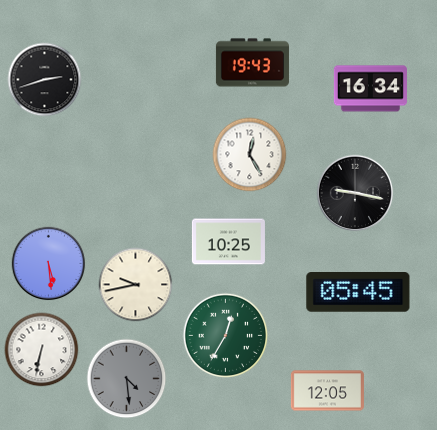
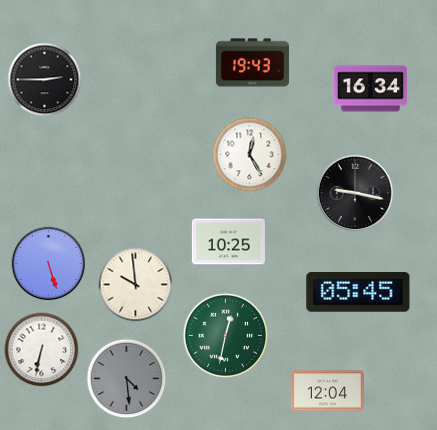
clock at (45, 80): 2:42 -> 2:45
clock at (49, 264): 5:29 -> 5:27
clock at (136, 285): 9:43 -> 9:59
clock at (226, 336): 12:35 -> 12:32
clock at (327, 391): 12:05 -> 12:04
